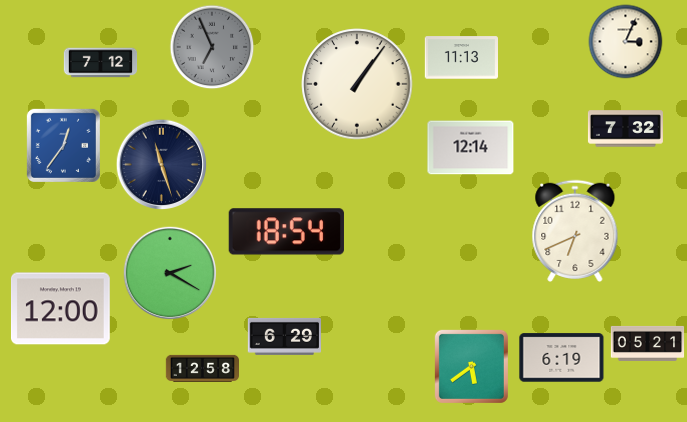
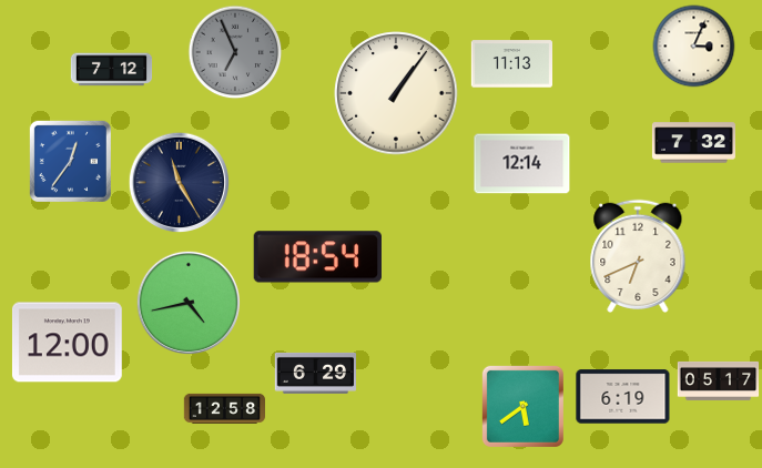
clock at (162, 165): 11:27 -> 11:25
clock at (169, 272): 2:20 -> 4:43
clock at (648, 343): 05:21 -> 05:17
